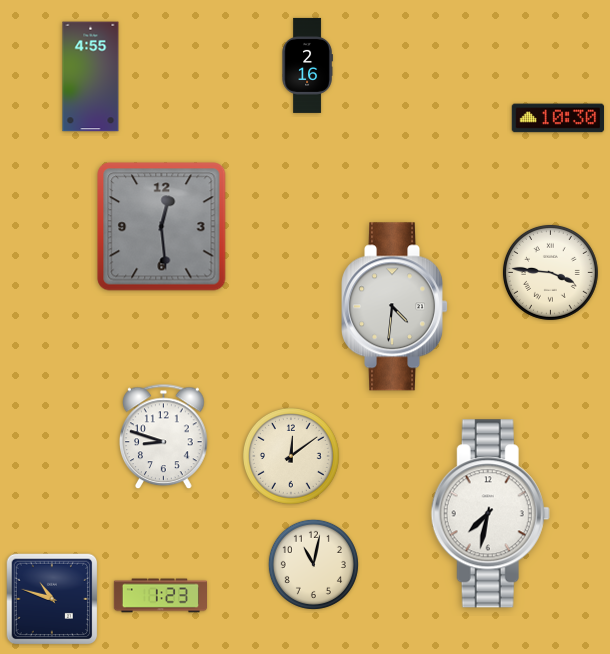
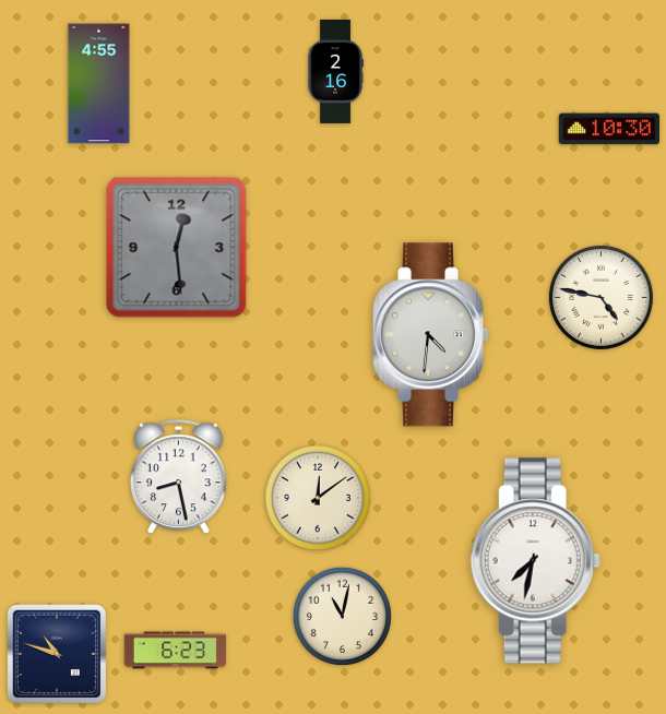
clock at (550, 272): 3:46 -> 4:47
clock at (164, 437): 8:48 -> 8:28
clock at (160, 596): 1:23 -> 6:23
